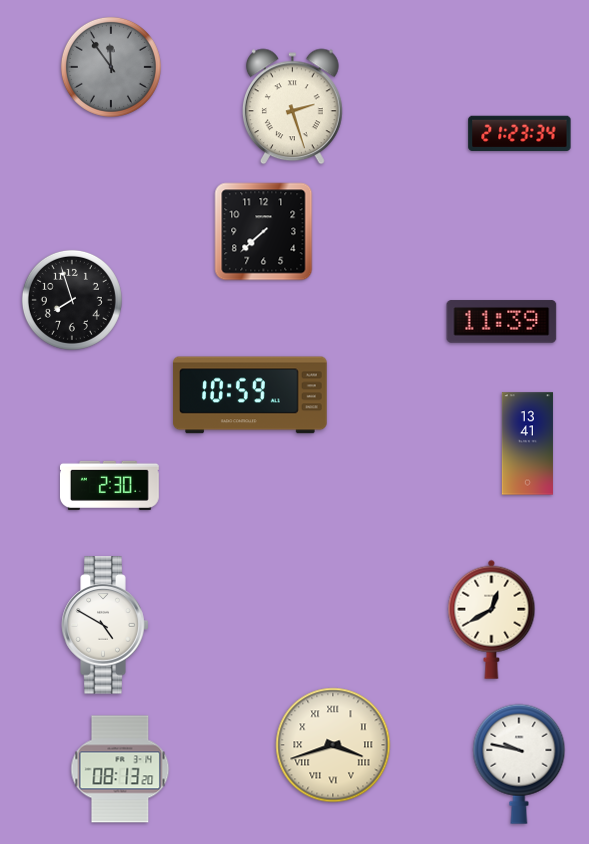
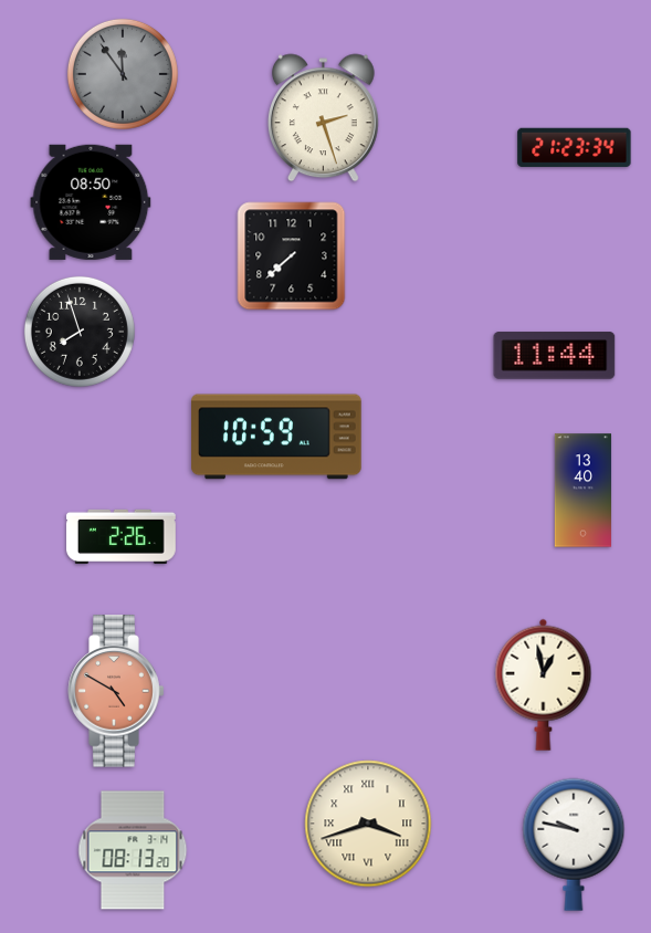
clock at (91, 202): none -> 08:50
clock at (502, 322): 11:39 -> 11:44
clock at (527, 444): 13:41 -> 13:40
clock at (109, 485): 2:30 -> 2:26
clock at (492, 619): 12:40 -> 12:58
clock at (105, 625) dial: white -> salmon
